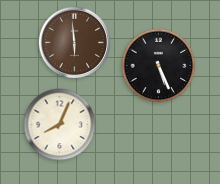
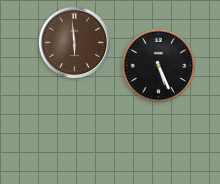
clock at (60, 125): 8:04 -> none
